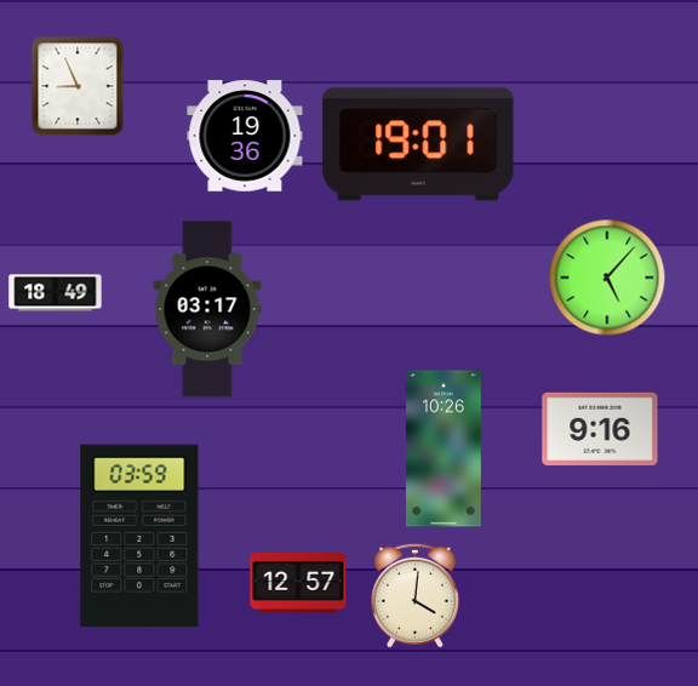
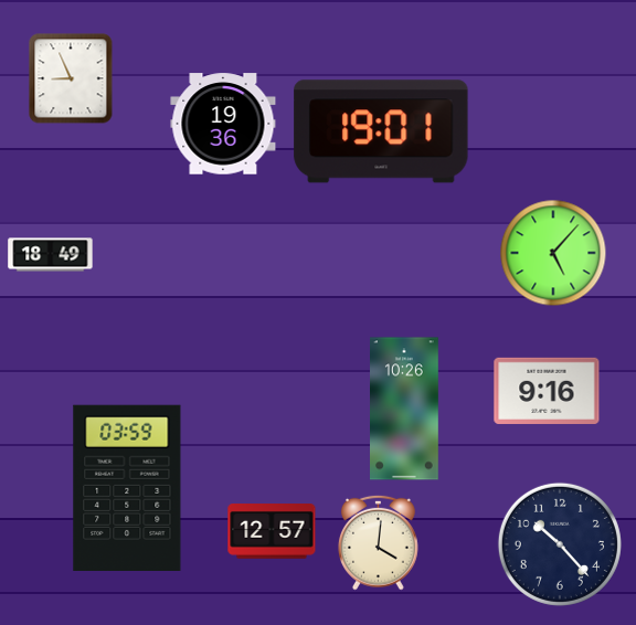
clock at (56, 293) position: (56, 293) -> (51, 255)
clock at (207, 309): 03:17 -> none
clock at (560, 544): none -> 10:23
